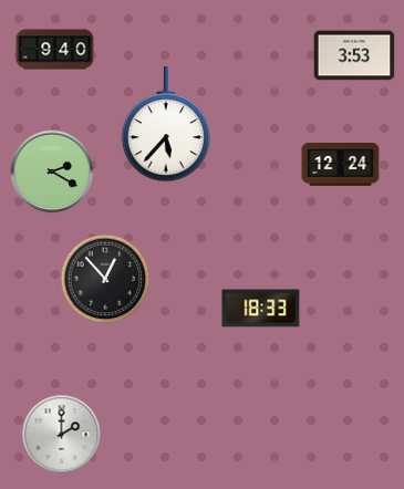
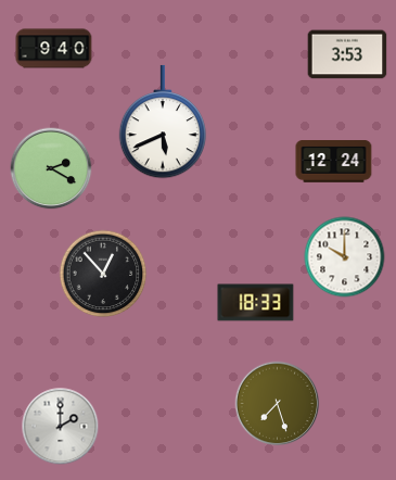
clock at (166, 124): 5:37 -> 5:41
clock at (345, 257): none -> 10:00
clock at (278, 404): none -> 7:27
